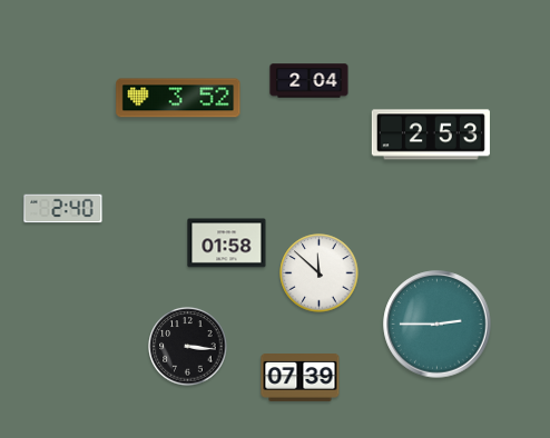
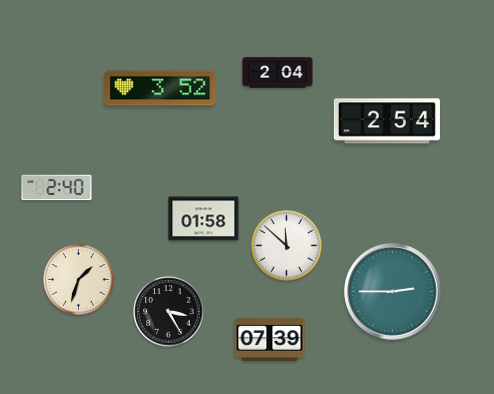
clock at (431, 135): 2:53 -> 2:54
clock at (79, 280): none -> 1:33
clock at (188, 347): 3:16 -> 3:25
